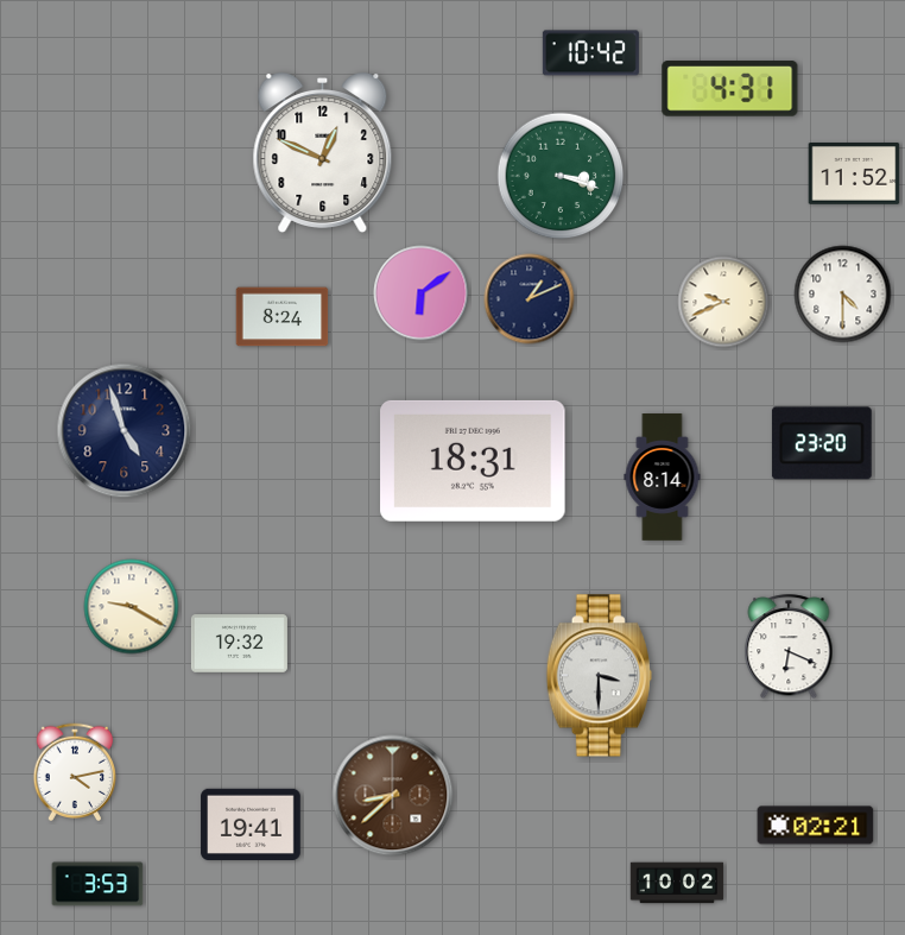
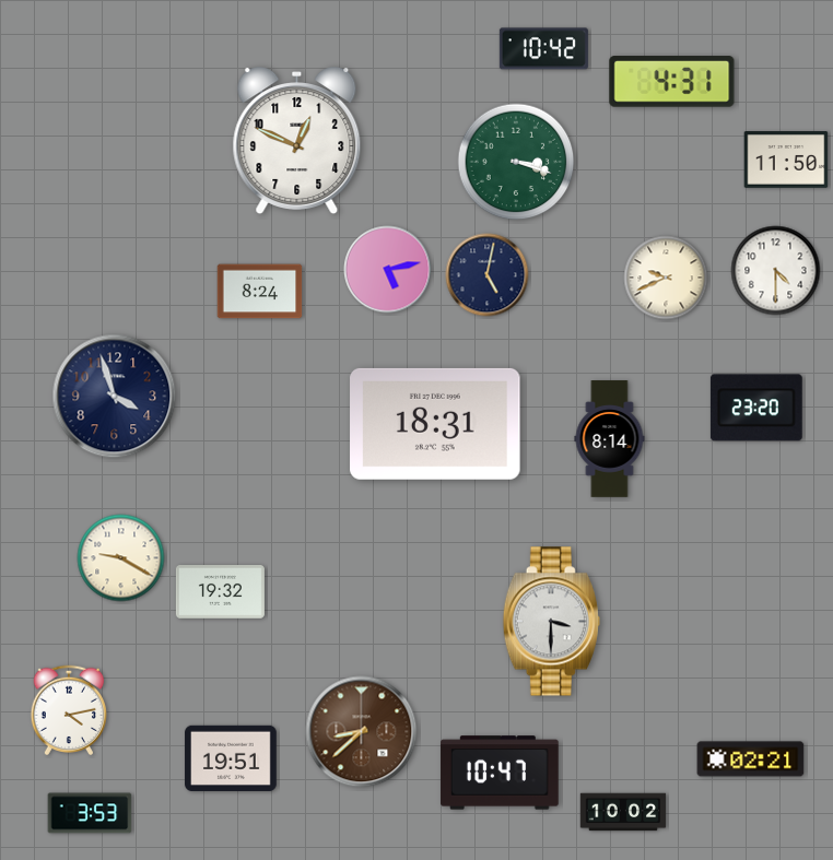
clock at (854, 175): 11:52 -> 11:50
clock at (422, 293): 6:09 -> 5:13
clock at (530, 299): 1:11 -> 5:02
clock at (125, 431): 4:57 -> 3:57
clock at (789, 647): 6:19 -> none
clock at (251, 823): 19:41 -> 19:51
clock at (500, 773): none -> 10:47
